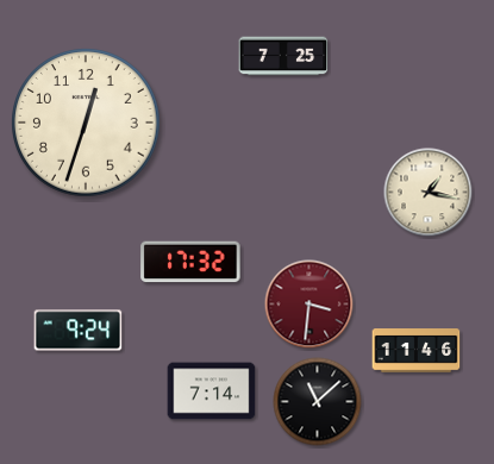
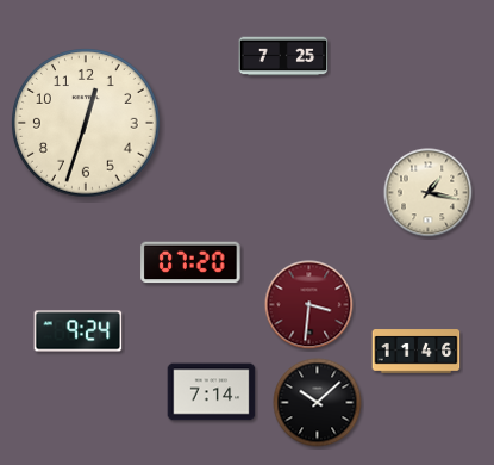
clock at (190, 262): 17:32 -> 07:20
clock at (318, 402): 11:08 -> 10:08
